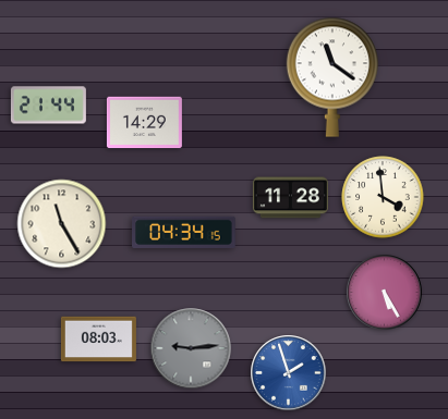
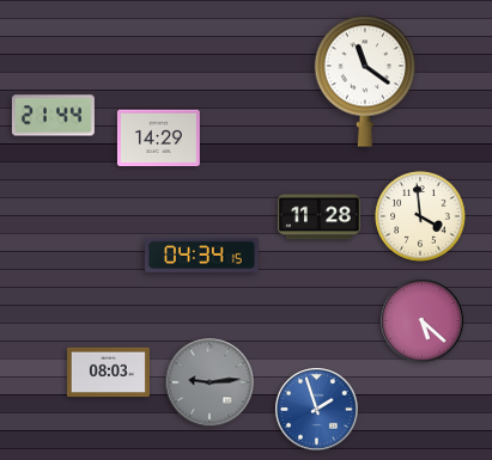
clock at (332, 77) position: (332, 77) -> (365, 81)
clock at (144, 123) position: (144, 123) -> (158, 139)
clock at (62, 224): 11:25 -> none
clock at (385, 293): 5:25 -> 5:22
